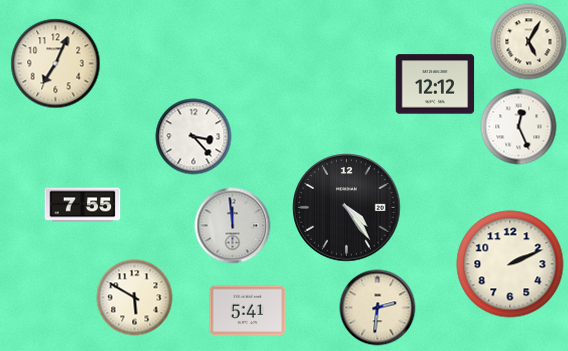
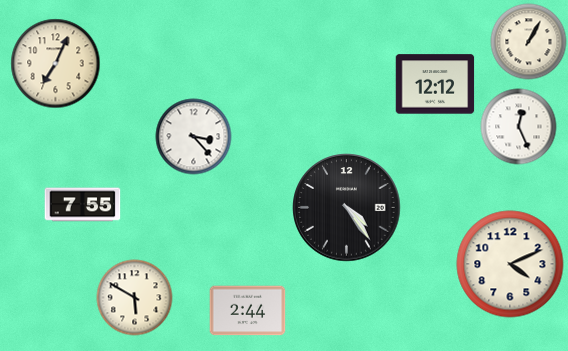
clock at (529, 42): 5:05 -> 1:05
clock at (233, 226): 11:59 -> none
clock at (510, 264): 2:11 -> 4:11
clock at (378, 308): 2:31 -> none
clock at (248, 311): 5:41 -> 2:44
